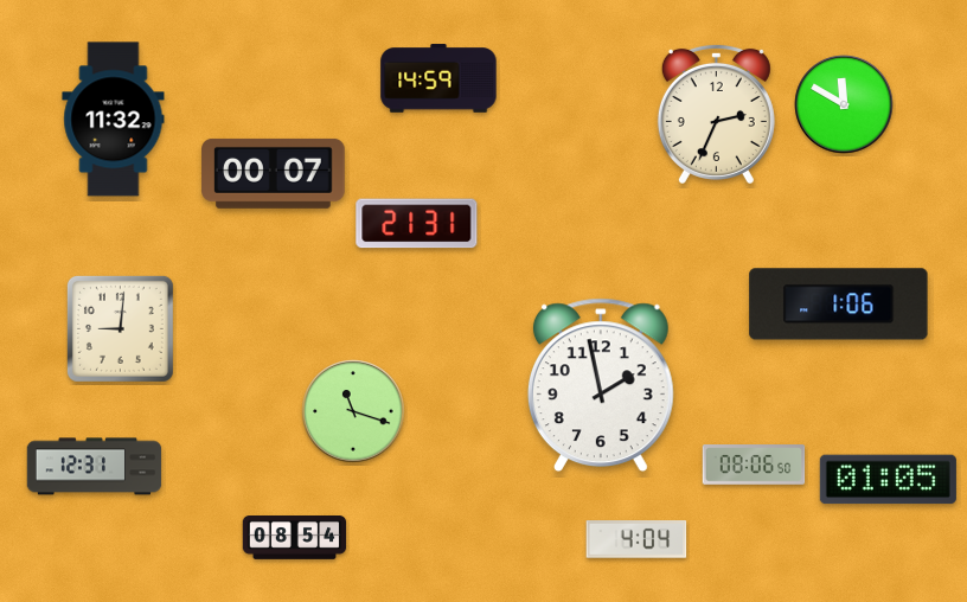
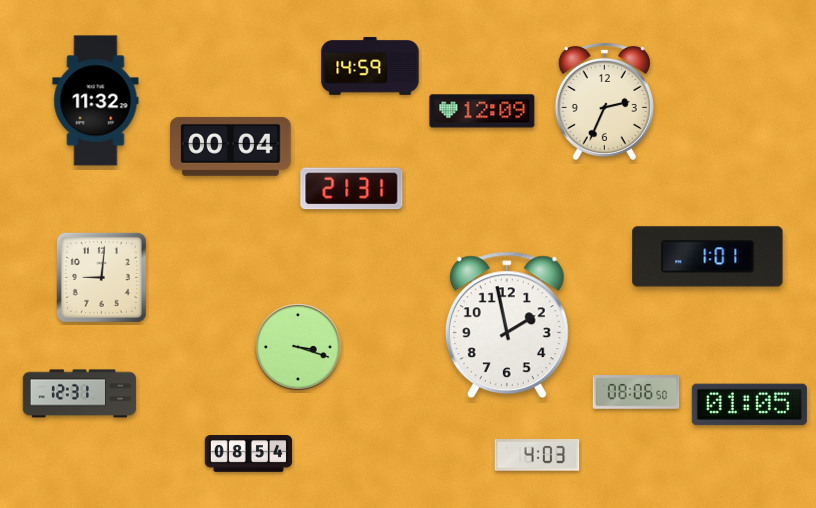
clock at (844, 104): 11:50 -> none
clock at (716, 114) position: (716, 114) -> (604, 101)
clock at (482, 111): none -> 12:09
clock at (274, 173): 00:07 -> 00:04
clock at (839, 305): 1:06 -> 1:01
clock at (353, 411): 11:18 -> 3:18
clock at (636, 540): 4:04 -> 4:03
